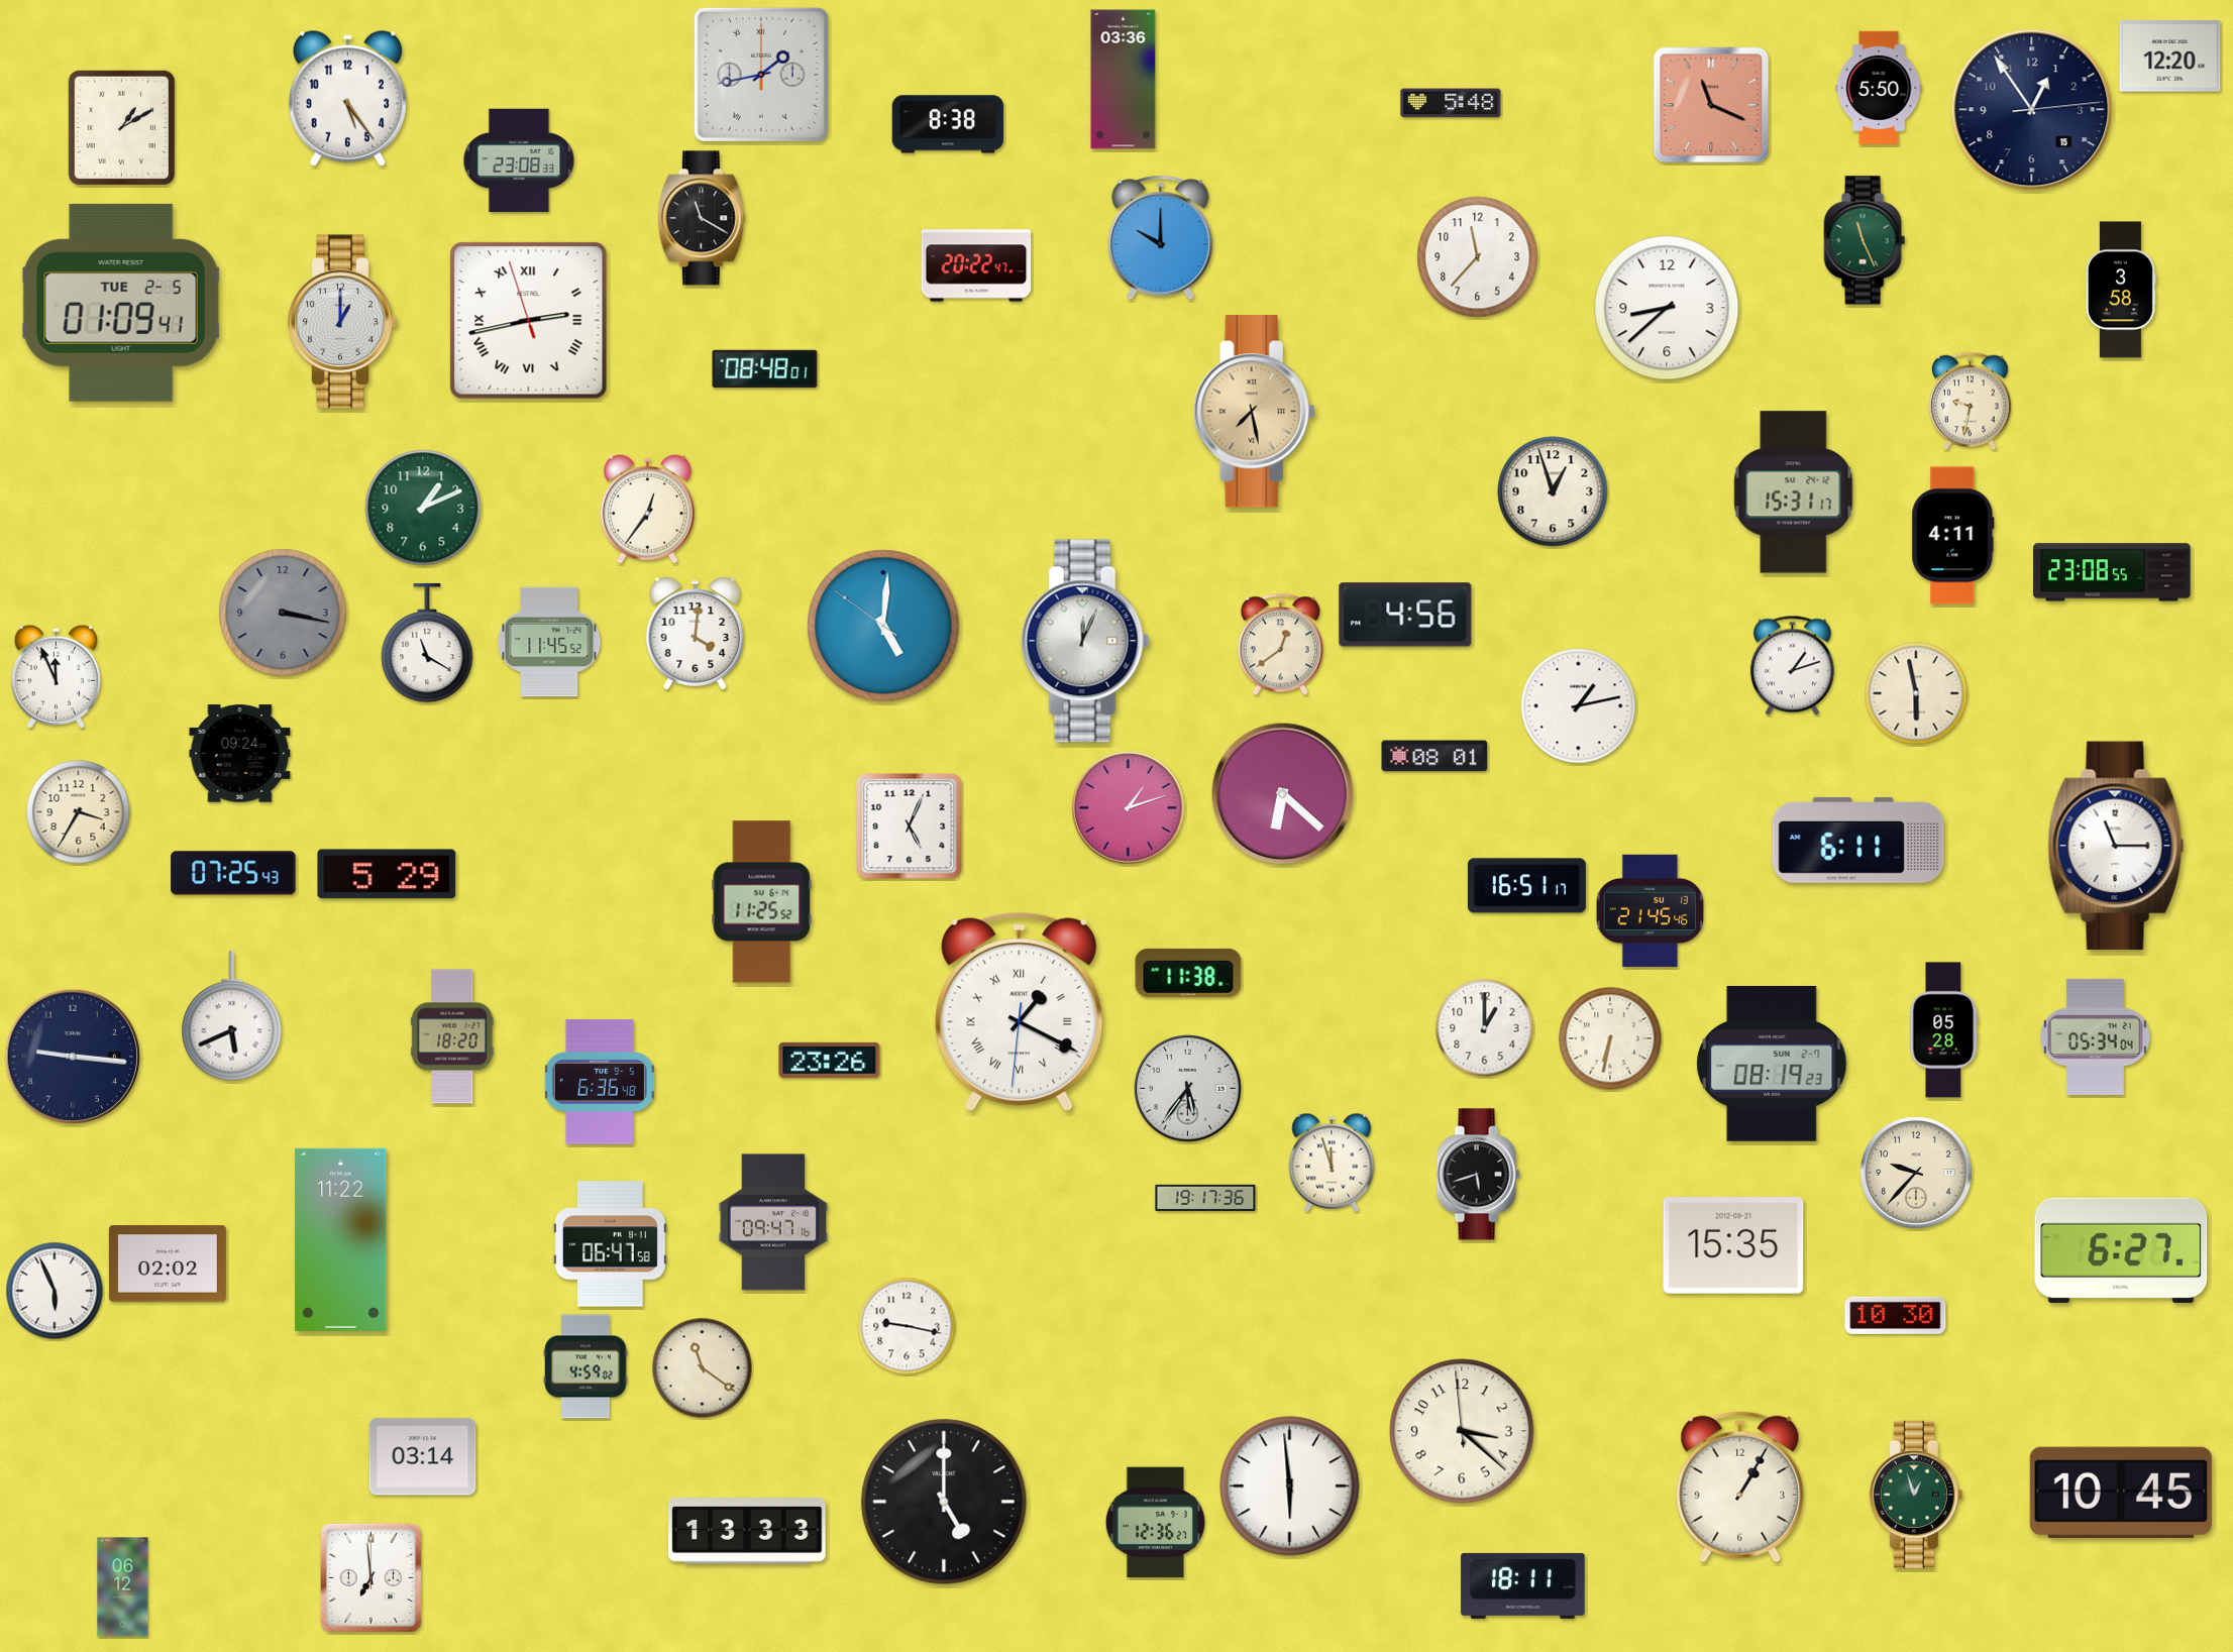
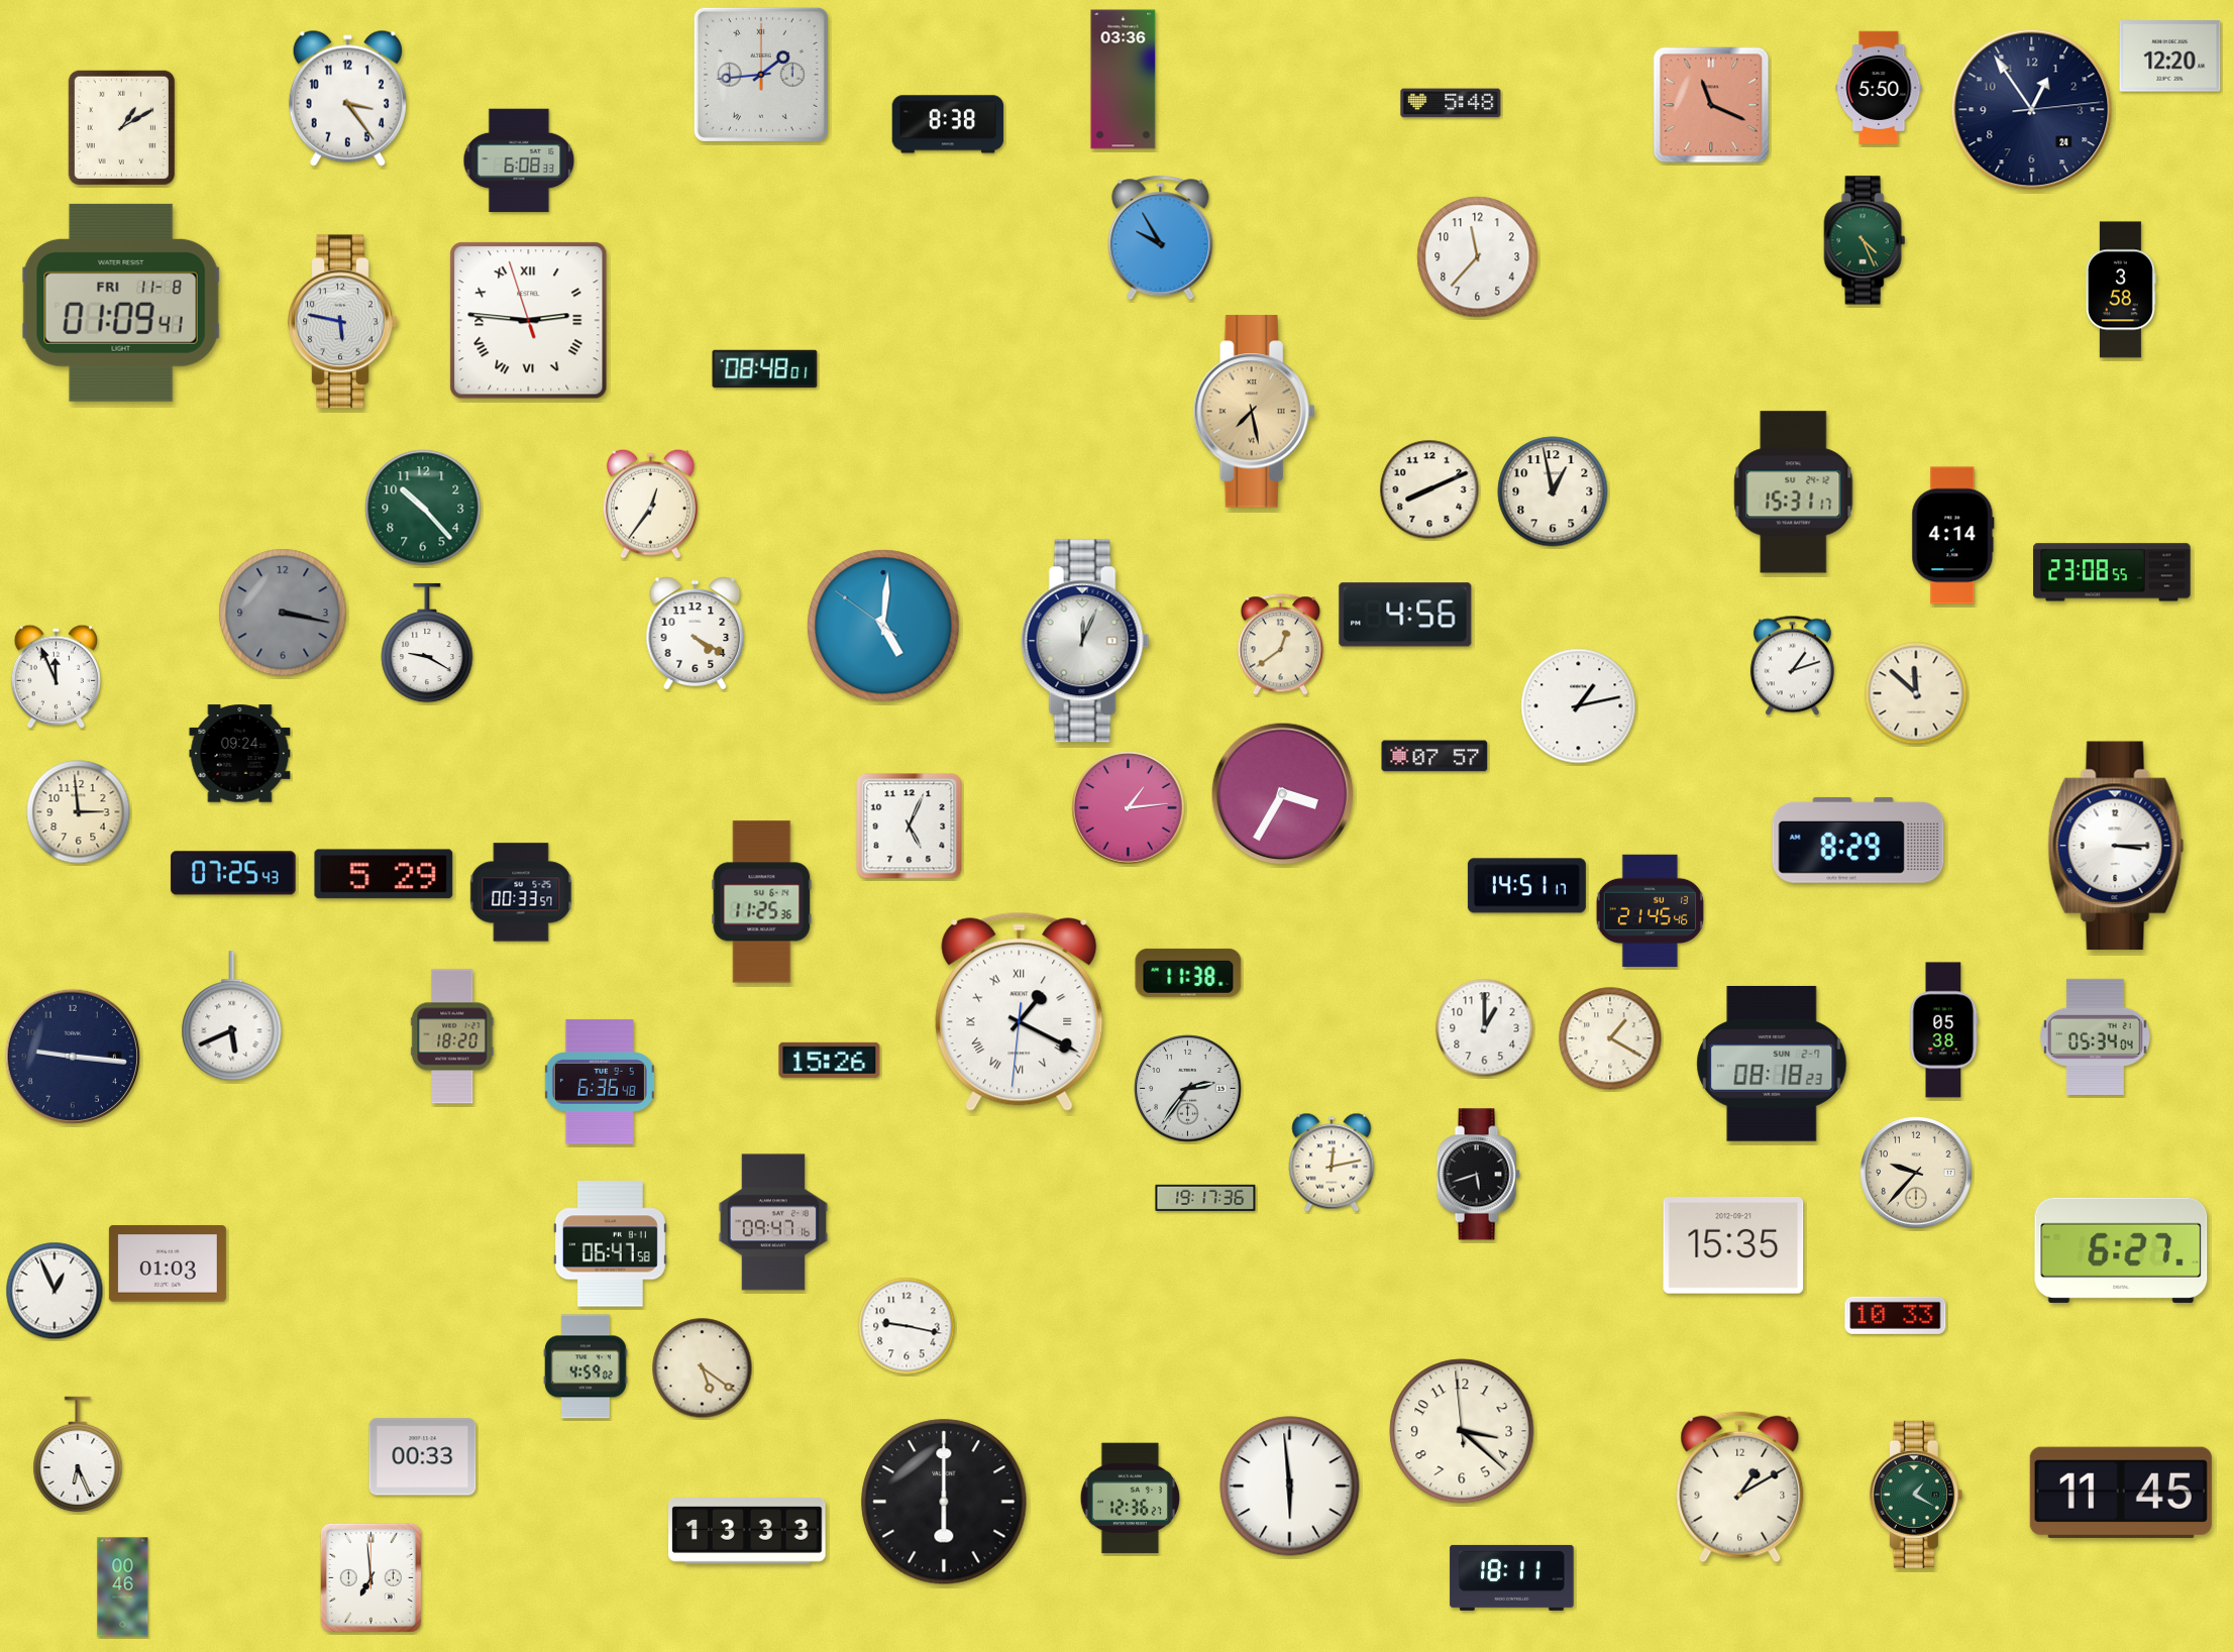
clock at (761, 75): 1:43 -> 1:44
clock at (347, 98): 5:24 -> 3:24
clock at (2032, 110) date: 15 -> 24
clock at (519, 160): 23:08 -> 6:08
clock at (702, 218): 11:20 -> none
clock at (1161, 238): 10:00 -> 9:55
clock at (1865, 240): 11:26 -> 4:26
clock at (976, 265): 20:22 -> none
clock at (121, 303) date: TUE 2-5 -> FRI 11-8
clock at (1667, 308): 8:38 -> none
clock at (529, 321): 2:42 -> 2:45
clock at (343, 322): 1:00 -> 5:47
clock at (1971, 402): 9:32 -> none
clock at (1429, 489): none -> 8:11
clock at (1553, 491): 12:57 -> 12:58
clock at (423, 508): 1:11 -> 10:23
clock at (647, 509) position: (647, 509) -> (650, 504)
clock at (1953, 536): 4:11 -> 4:14
clock at (696, 634): 4:01 -> 4:20
clock at (549, 642): 11:45 -> none
clock at (427, 643): 11:20 -> 9:20
clock at (1916, 693): 5:58 -> 11:52
clock at (1434, 756): 08:01 -> 07:57
clock at (1283, 794): 6:22 -> 3:35
clock at (1129, 808): 1:12 -> 1:14
clock at (79, 812): 3:35 -> 2:59
clock at (1858, 840): 6:11 -> 8:29
clock at (2116, 846): 11:15 -> 3:15
clock at (387, 874) position: (387, 874) -> (384, 874)
clock at (1526, 886): 16:51 -> 14:51
clock at (521, 892): none -> 00:33
clock at (762, 902): 11:25:52 -> 11:25:36
clock at (1944, 1030): 05:28 -> 05:38
clock at (1610, 1038): 6:32 -> 1:20
clock at (830, 1060): 23:26 -> 15:26
clock at (1772, 1064): 08:19 -> 08:18
clock at (1188, 1089): 5:36 -> 2:36
clock at (1332, 1163): 11:57 -> 12:13
clock at (341, 1239): 11:22 -> none
clock at (168, 1263): 02:02 -> 01:03
clock at (55, 1291): 5:56 -> 12:56
clock at (1896, 1315): 10:30 -> 10:33
clock at (703, 1368): 11:21 -> 5:21
clock at (78, 1454): none -> 6:26
clock at (423, 1457): 03:14 -> 00:33
clock at (1740, 1488): 1:05 -> 1:10
clock at (2121, 1493): 10:45 -> 11:45
clock at (1916, 1495): 12:57 -> 1:20
clock at (944, 1502): 5:00 -> 6:00
clock at (1156, 1523) position: (1156, 1523) -> (1131, 1499)
clock at (1523, 1585) position: (1523, 1585) -> (1512, 1577)
clock at (123, 1587): 06:12 -> 00:46
